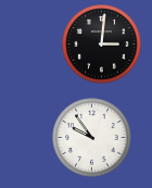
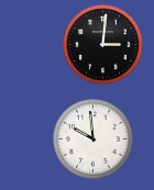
clock at (92, 138): 9:54 -> 9:59
